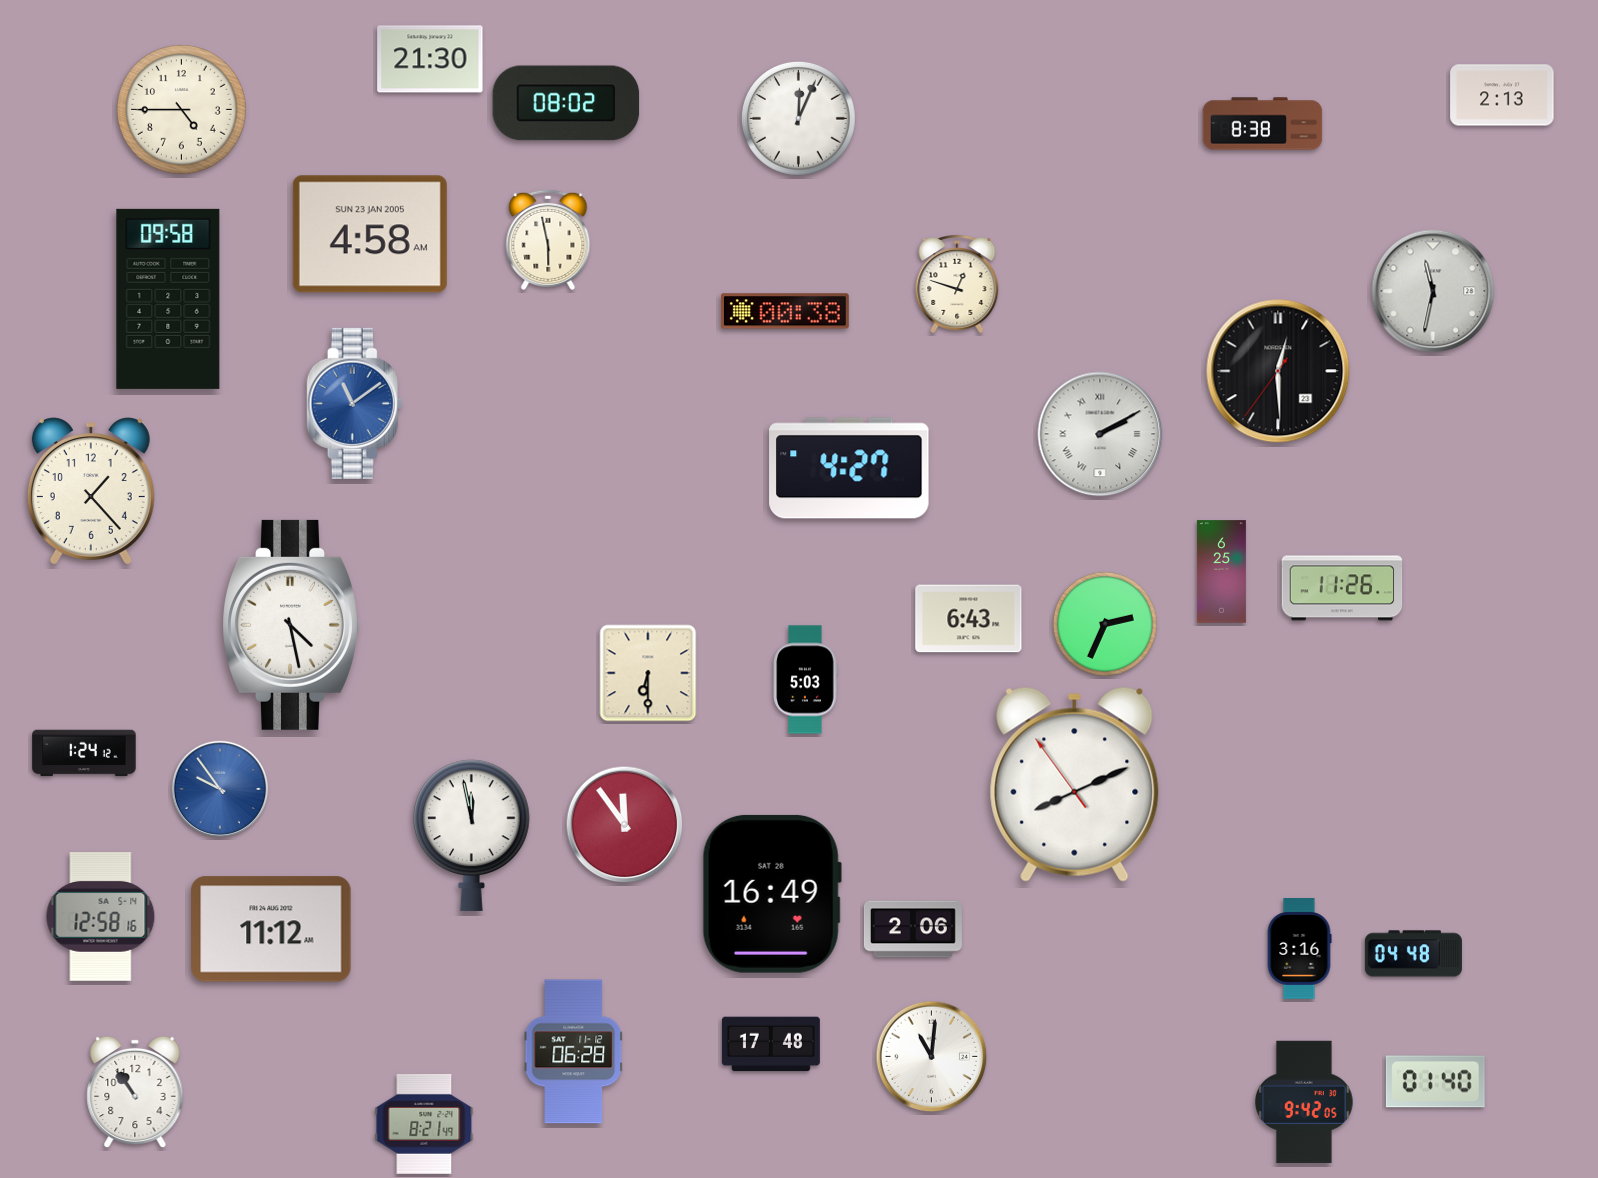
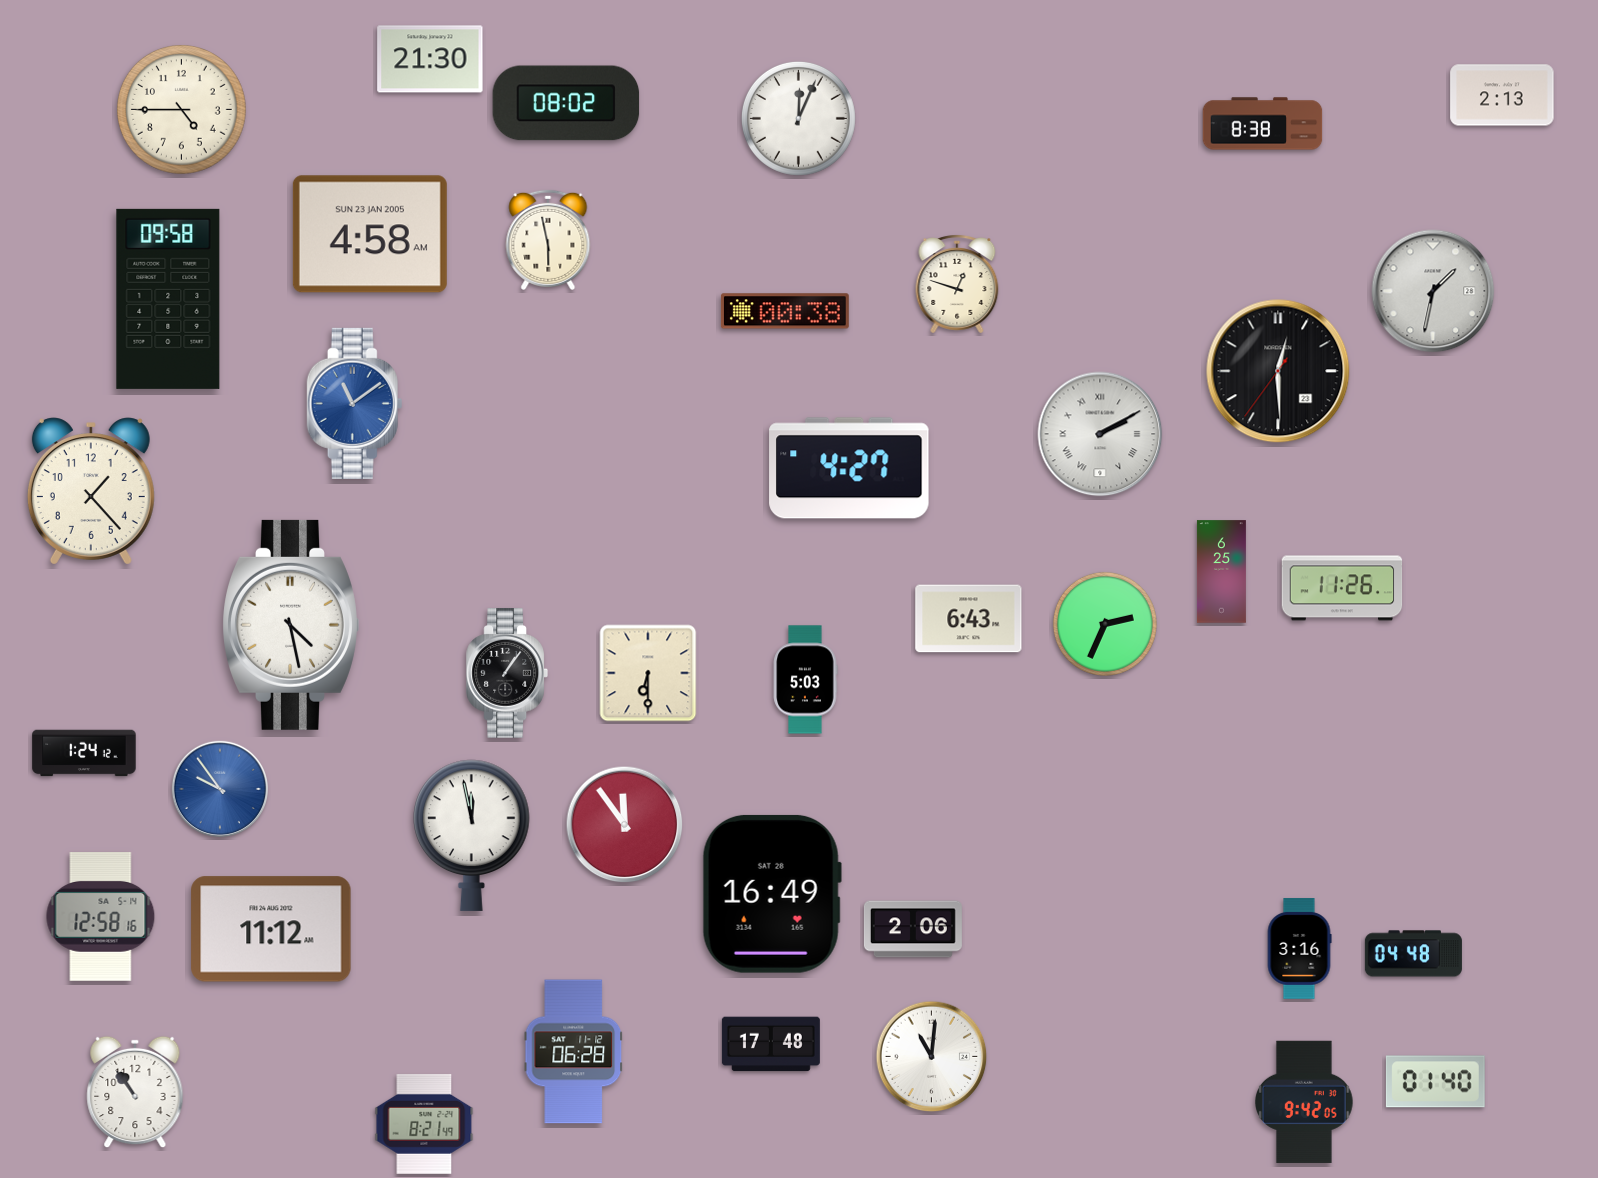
clock at (1433, 291): 11:32 -> 1:32
clock at (507, 673): none -> 1:06
clock at (1075, 784): 8:10 -> none
